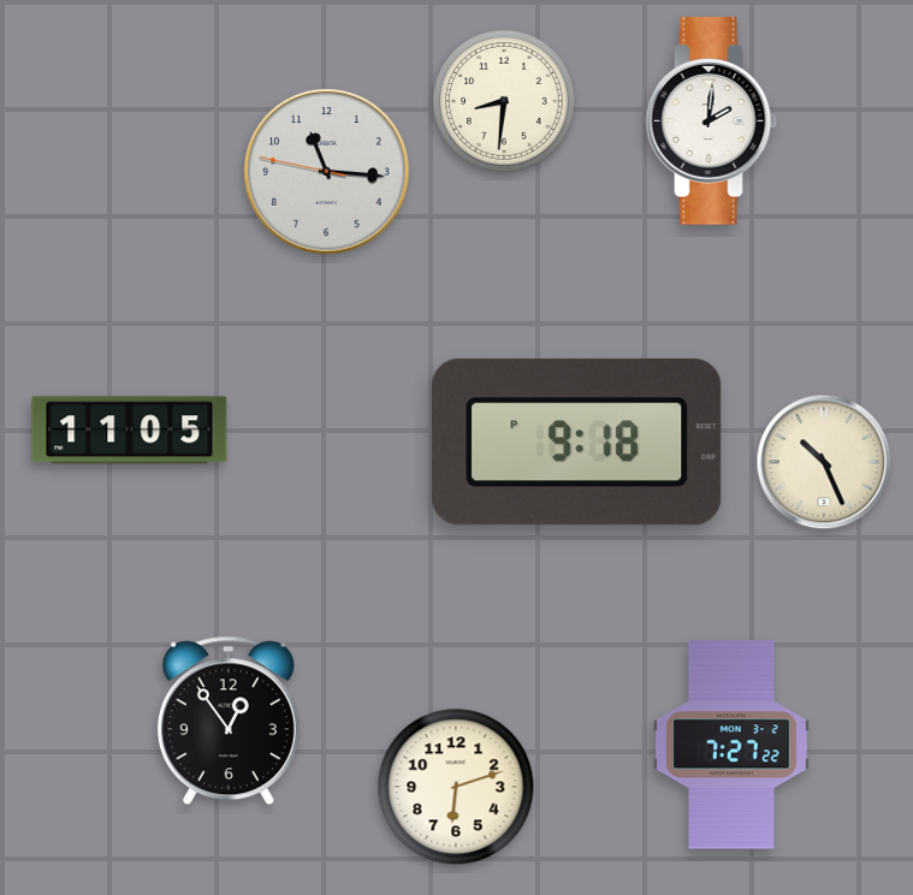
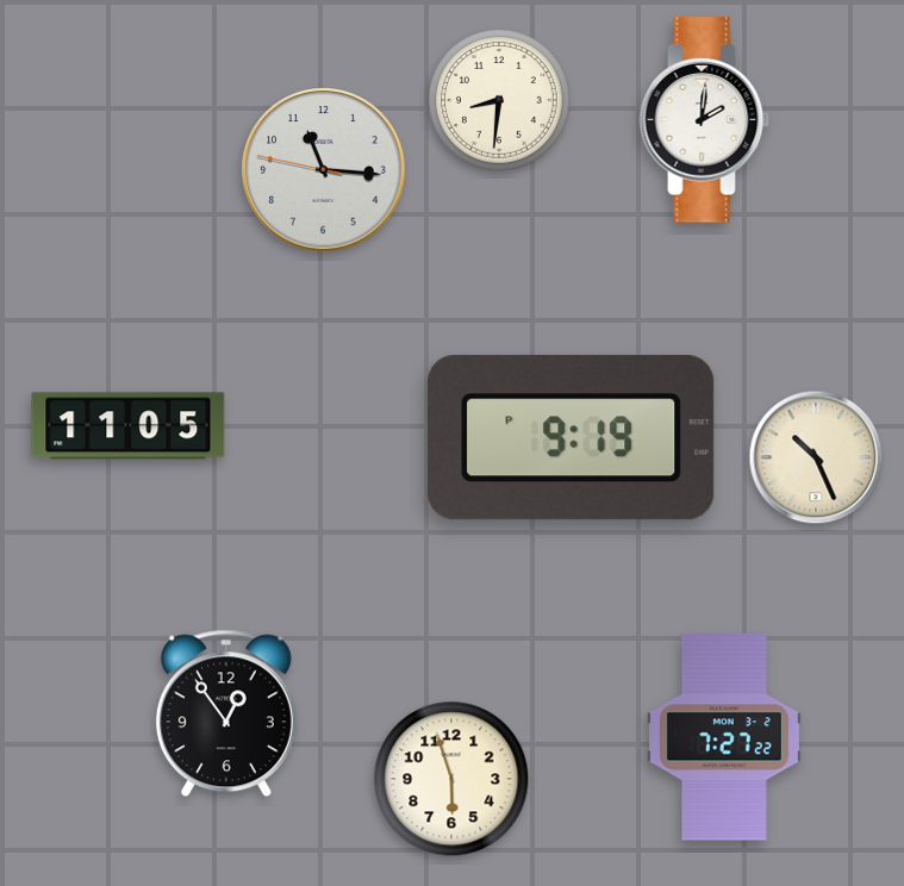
clock at (577, 443): 9:18 -> 9:19
clock at (456, 787): 6:12 -> 5:57
